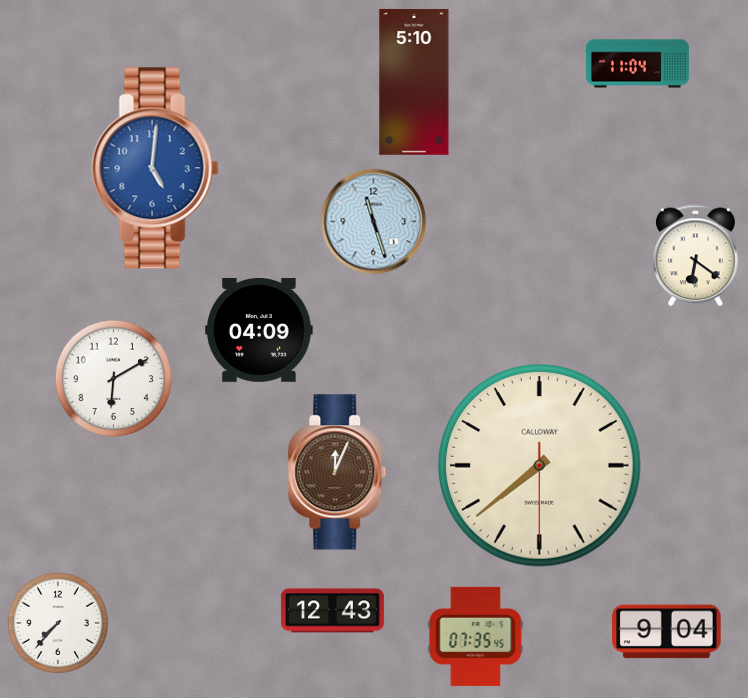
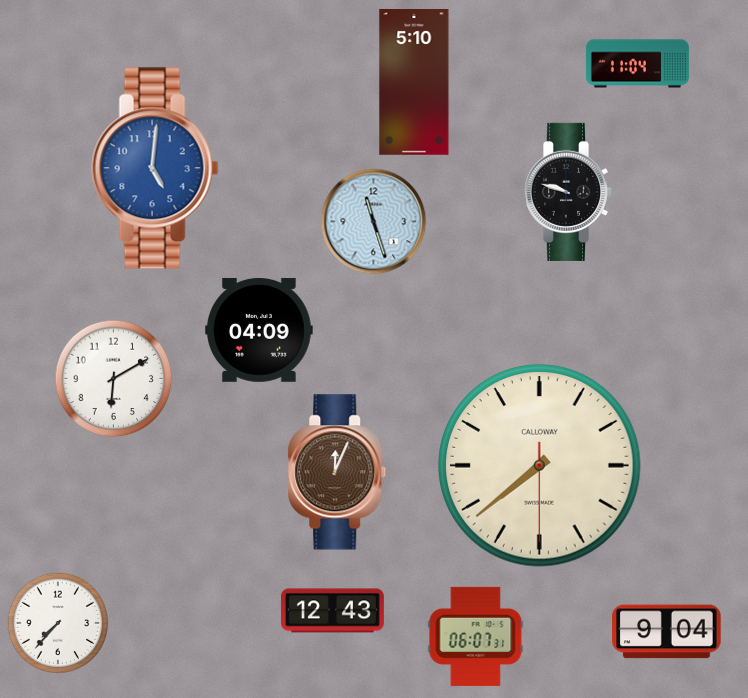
clock at (568, 192): none -> 9:48
clock at (696, 256): 6:21 -> none
clock at (476, 636): 07:35 -> 06:07
